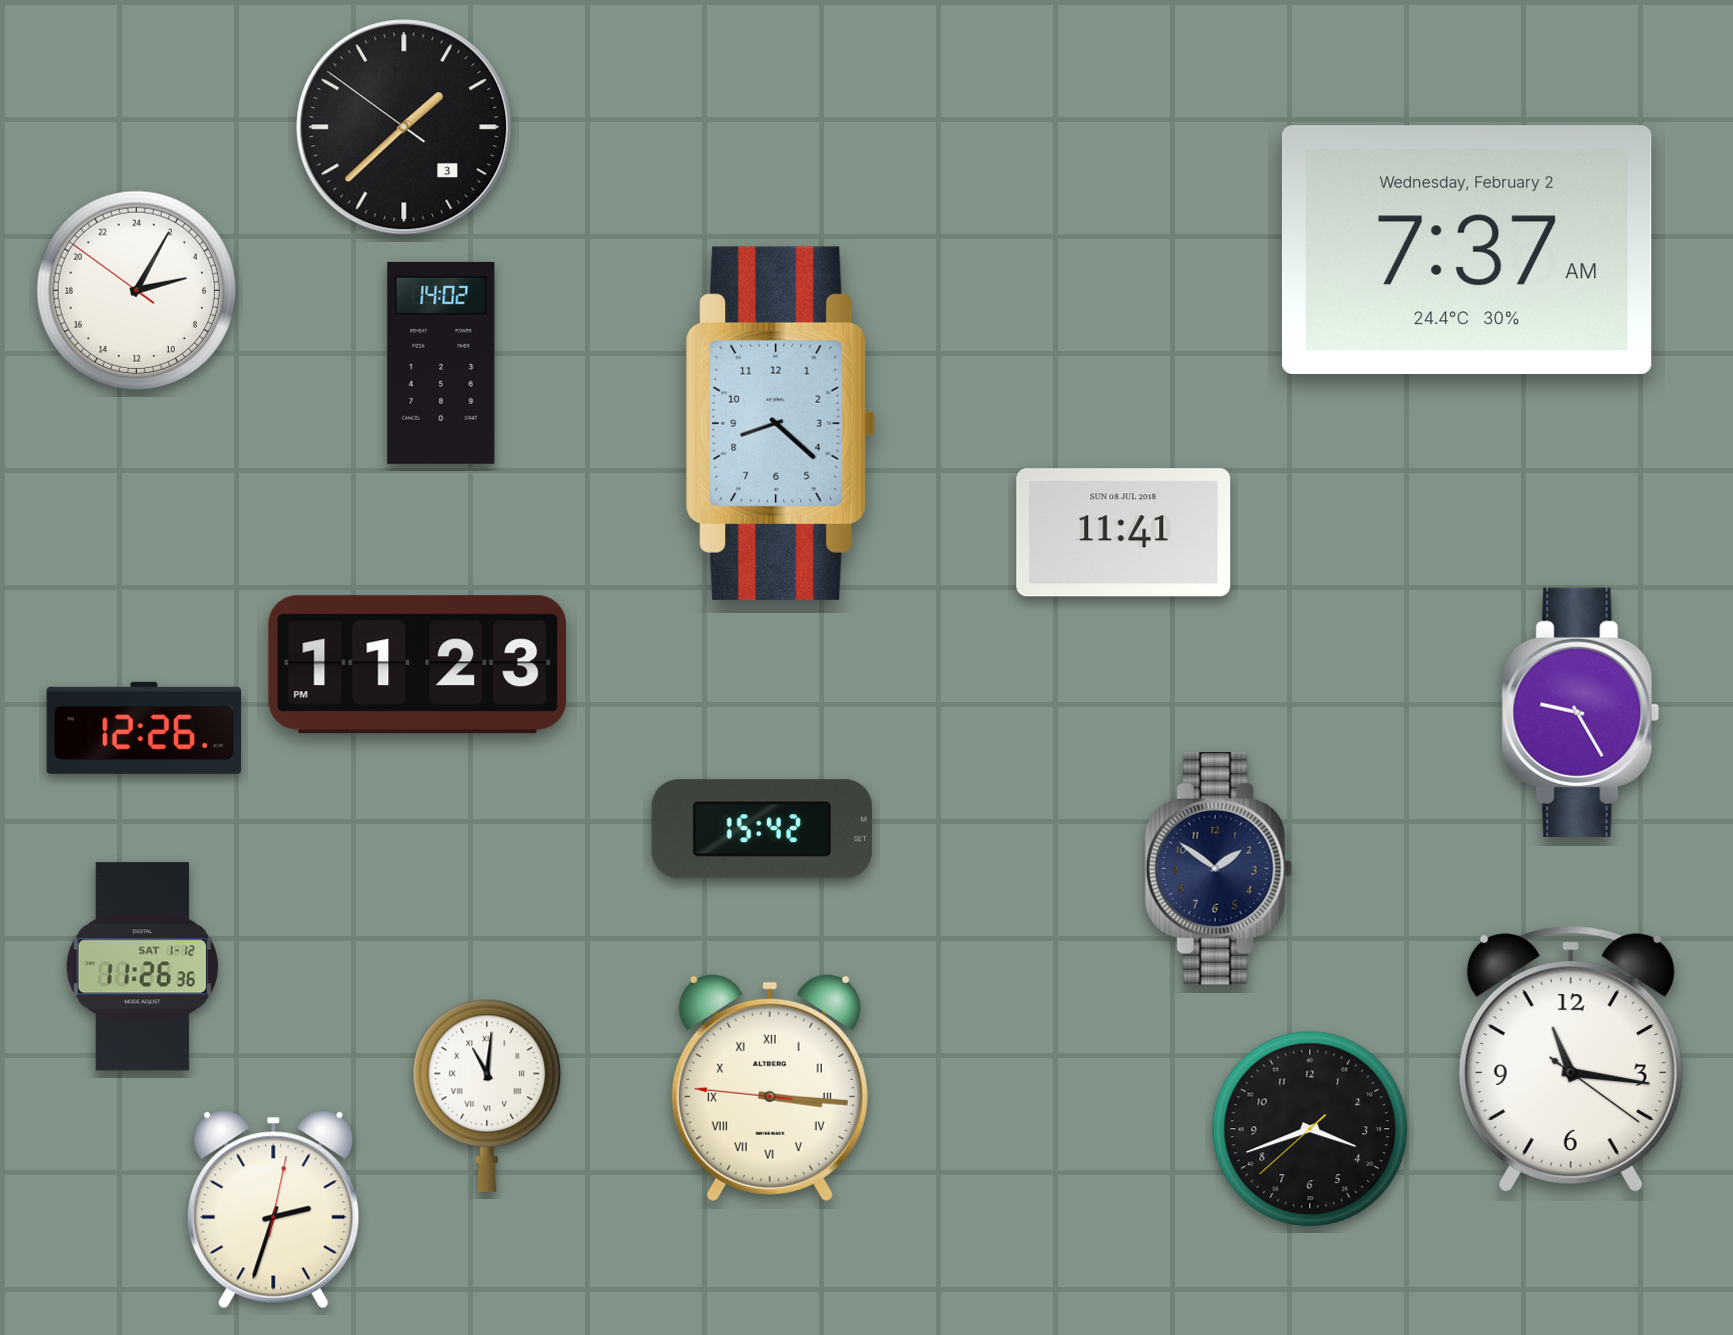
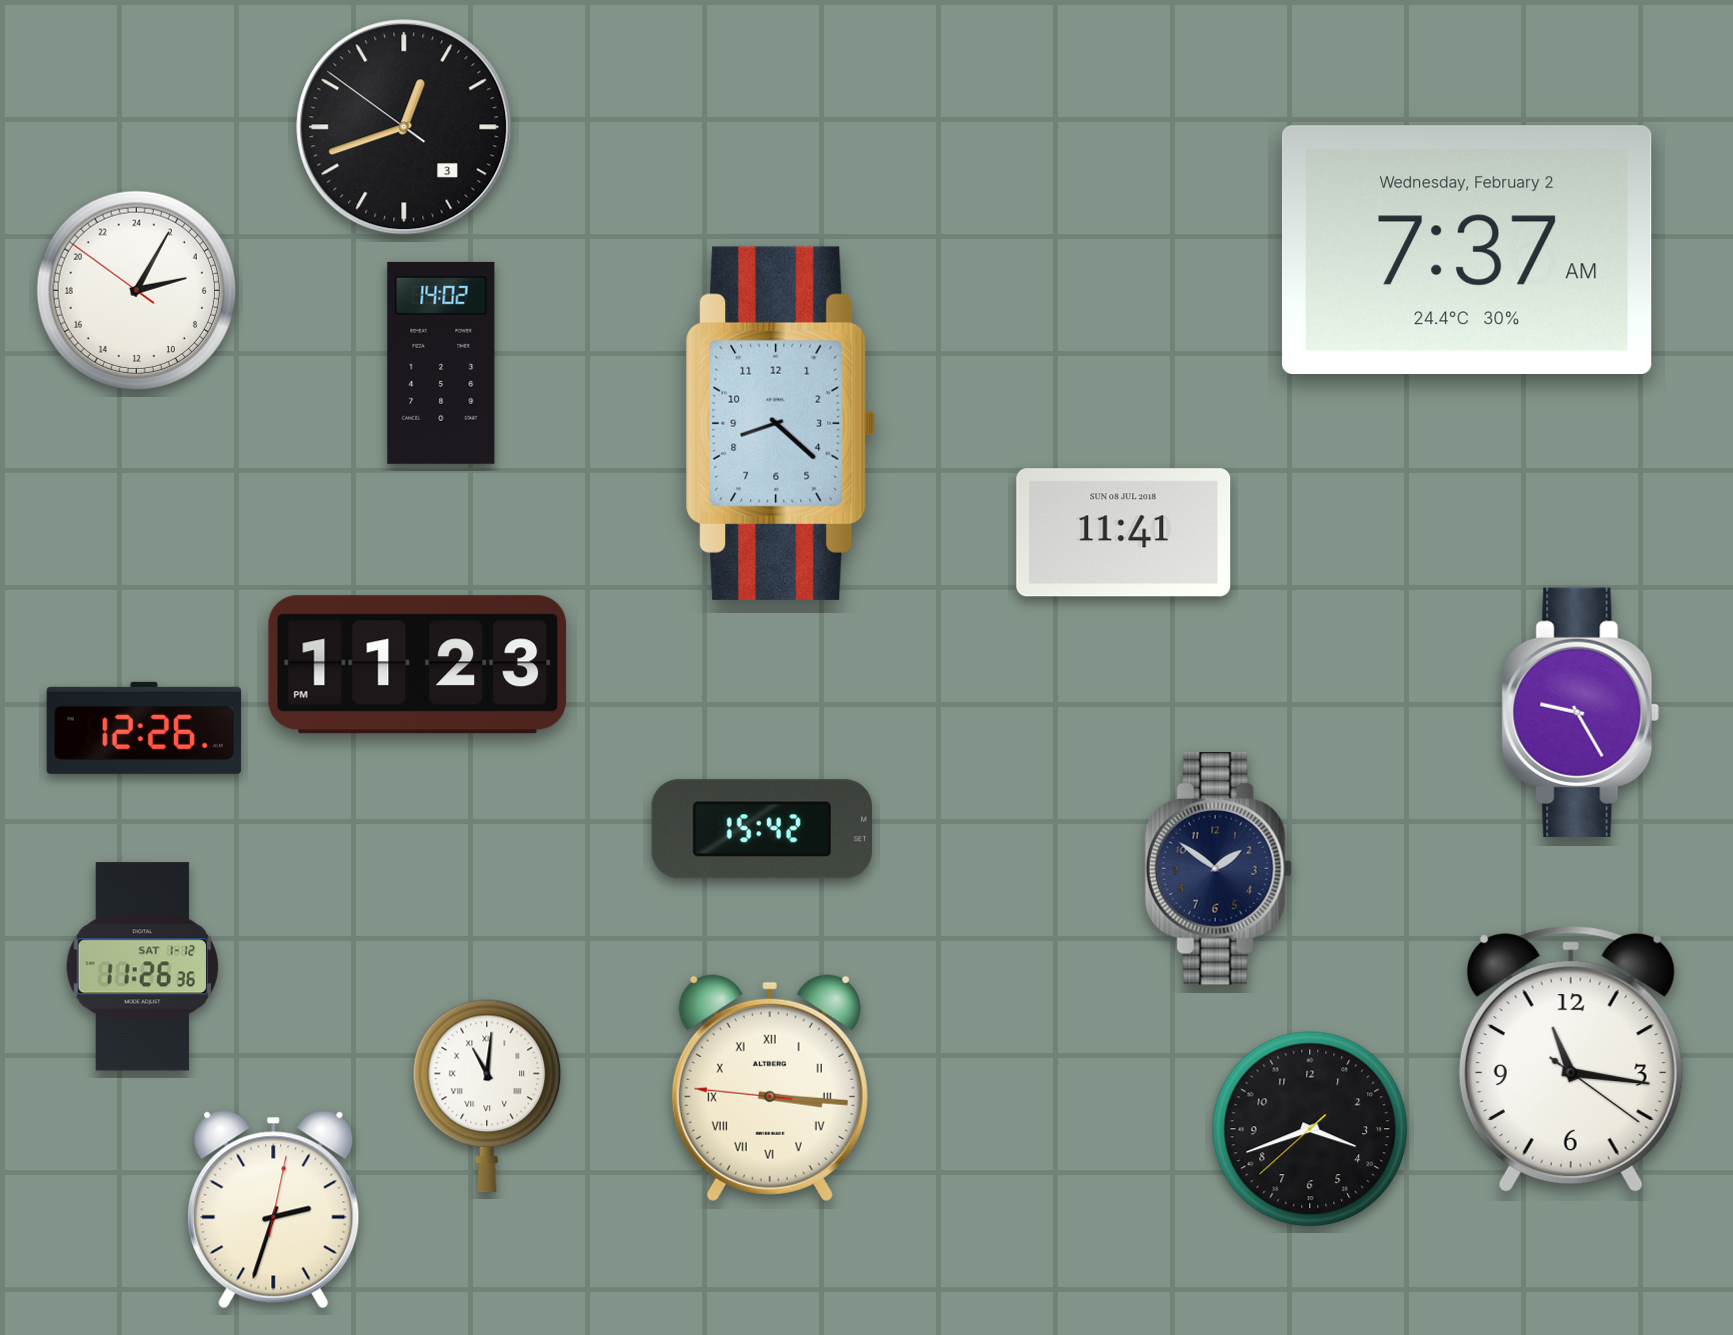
clock at (404, 127): 1:37 -> 12:41
